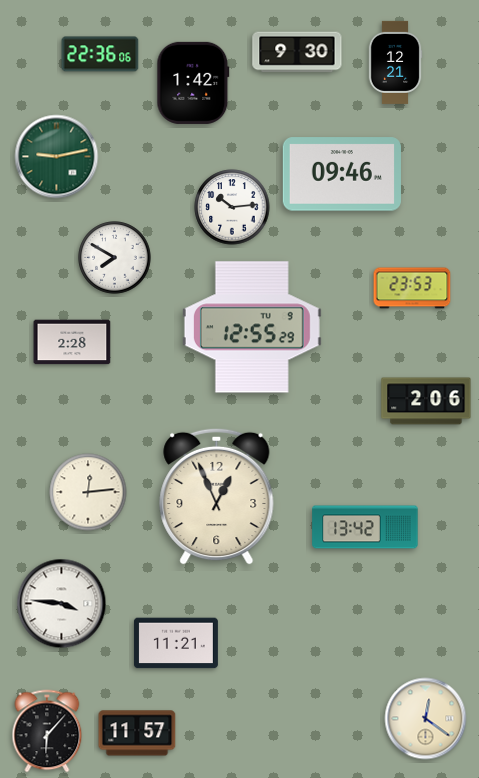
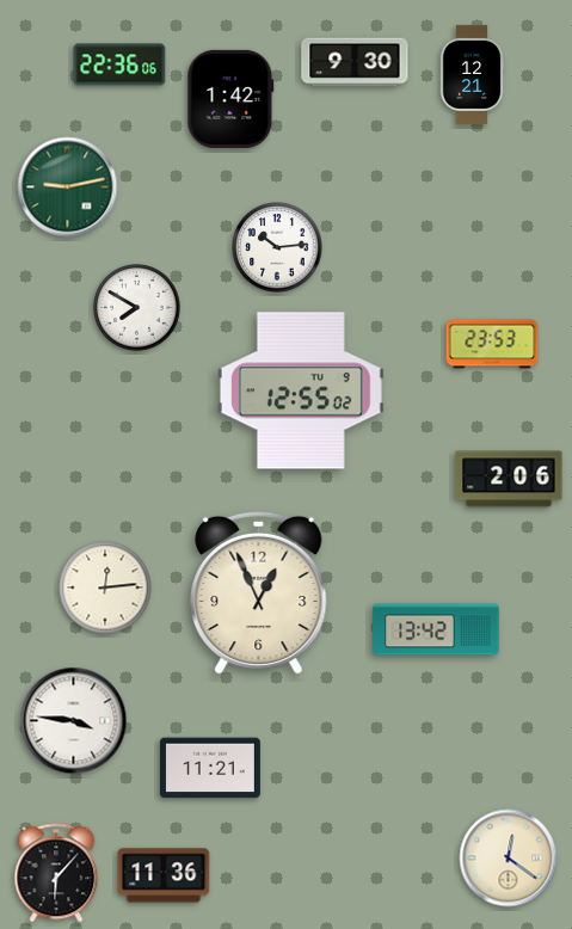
clock at (342, 174): 09:46 -> none
clock at (252, 327): 12:55:29 -> 12:55:02
clock at (72, 342): 2:28 -> none
clock at (137, 733): 11:57 -> 11:36
